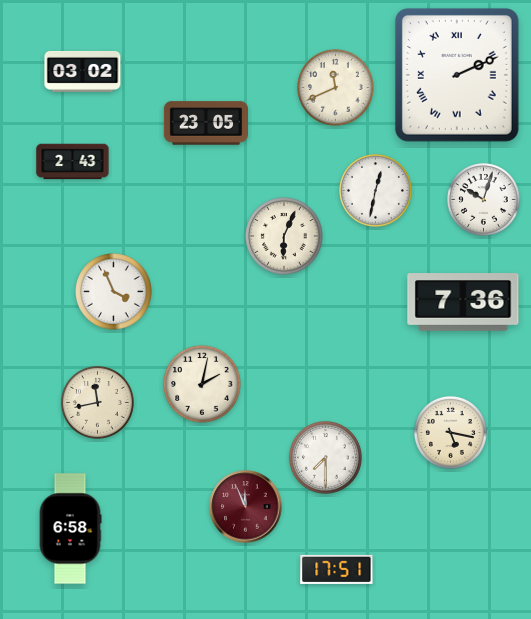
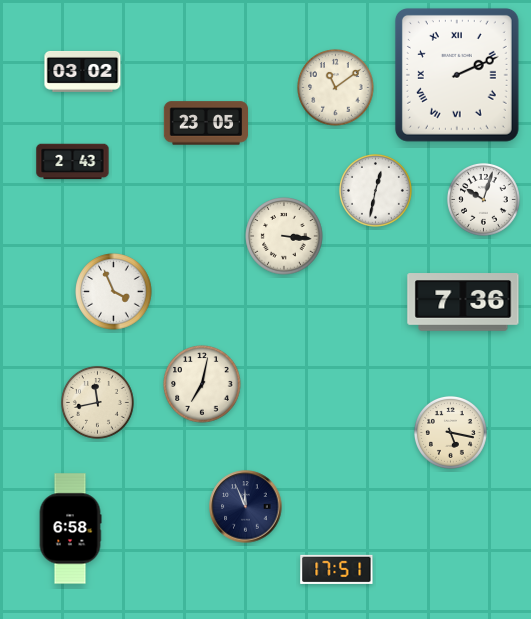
clock at (336, 88): 11:41 -> 11:09
clock at (284, 236): 6:04 -> 3:16
clock at (202, 384): 2:02 -> 7:02
clock at (325, 457): 7:30 -> none
clock at (246, 507) dial: burgundy -> navy
